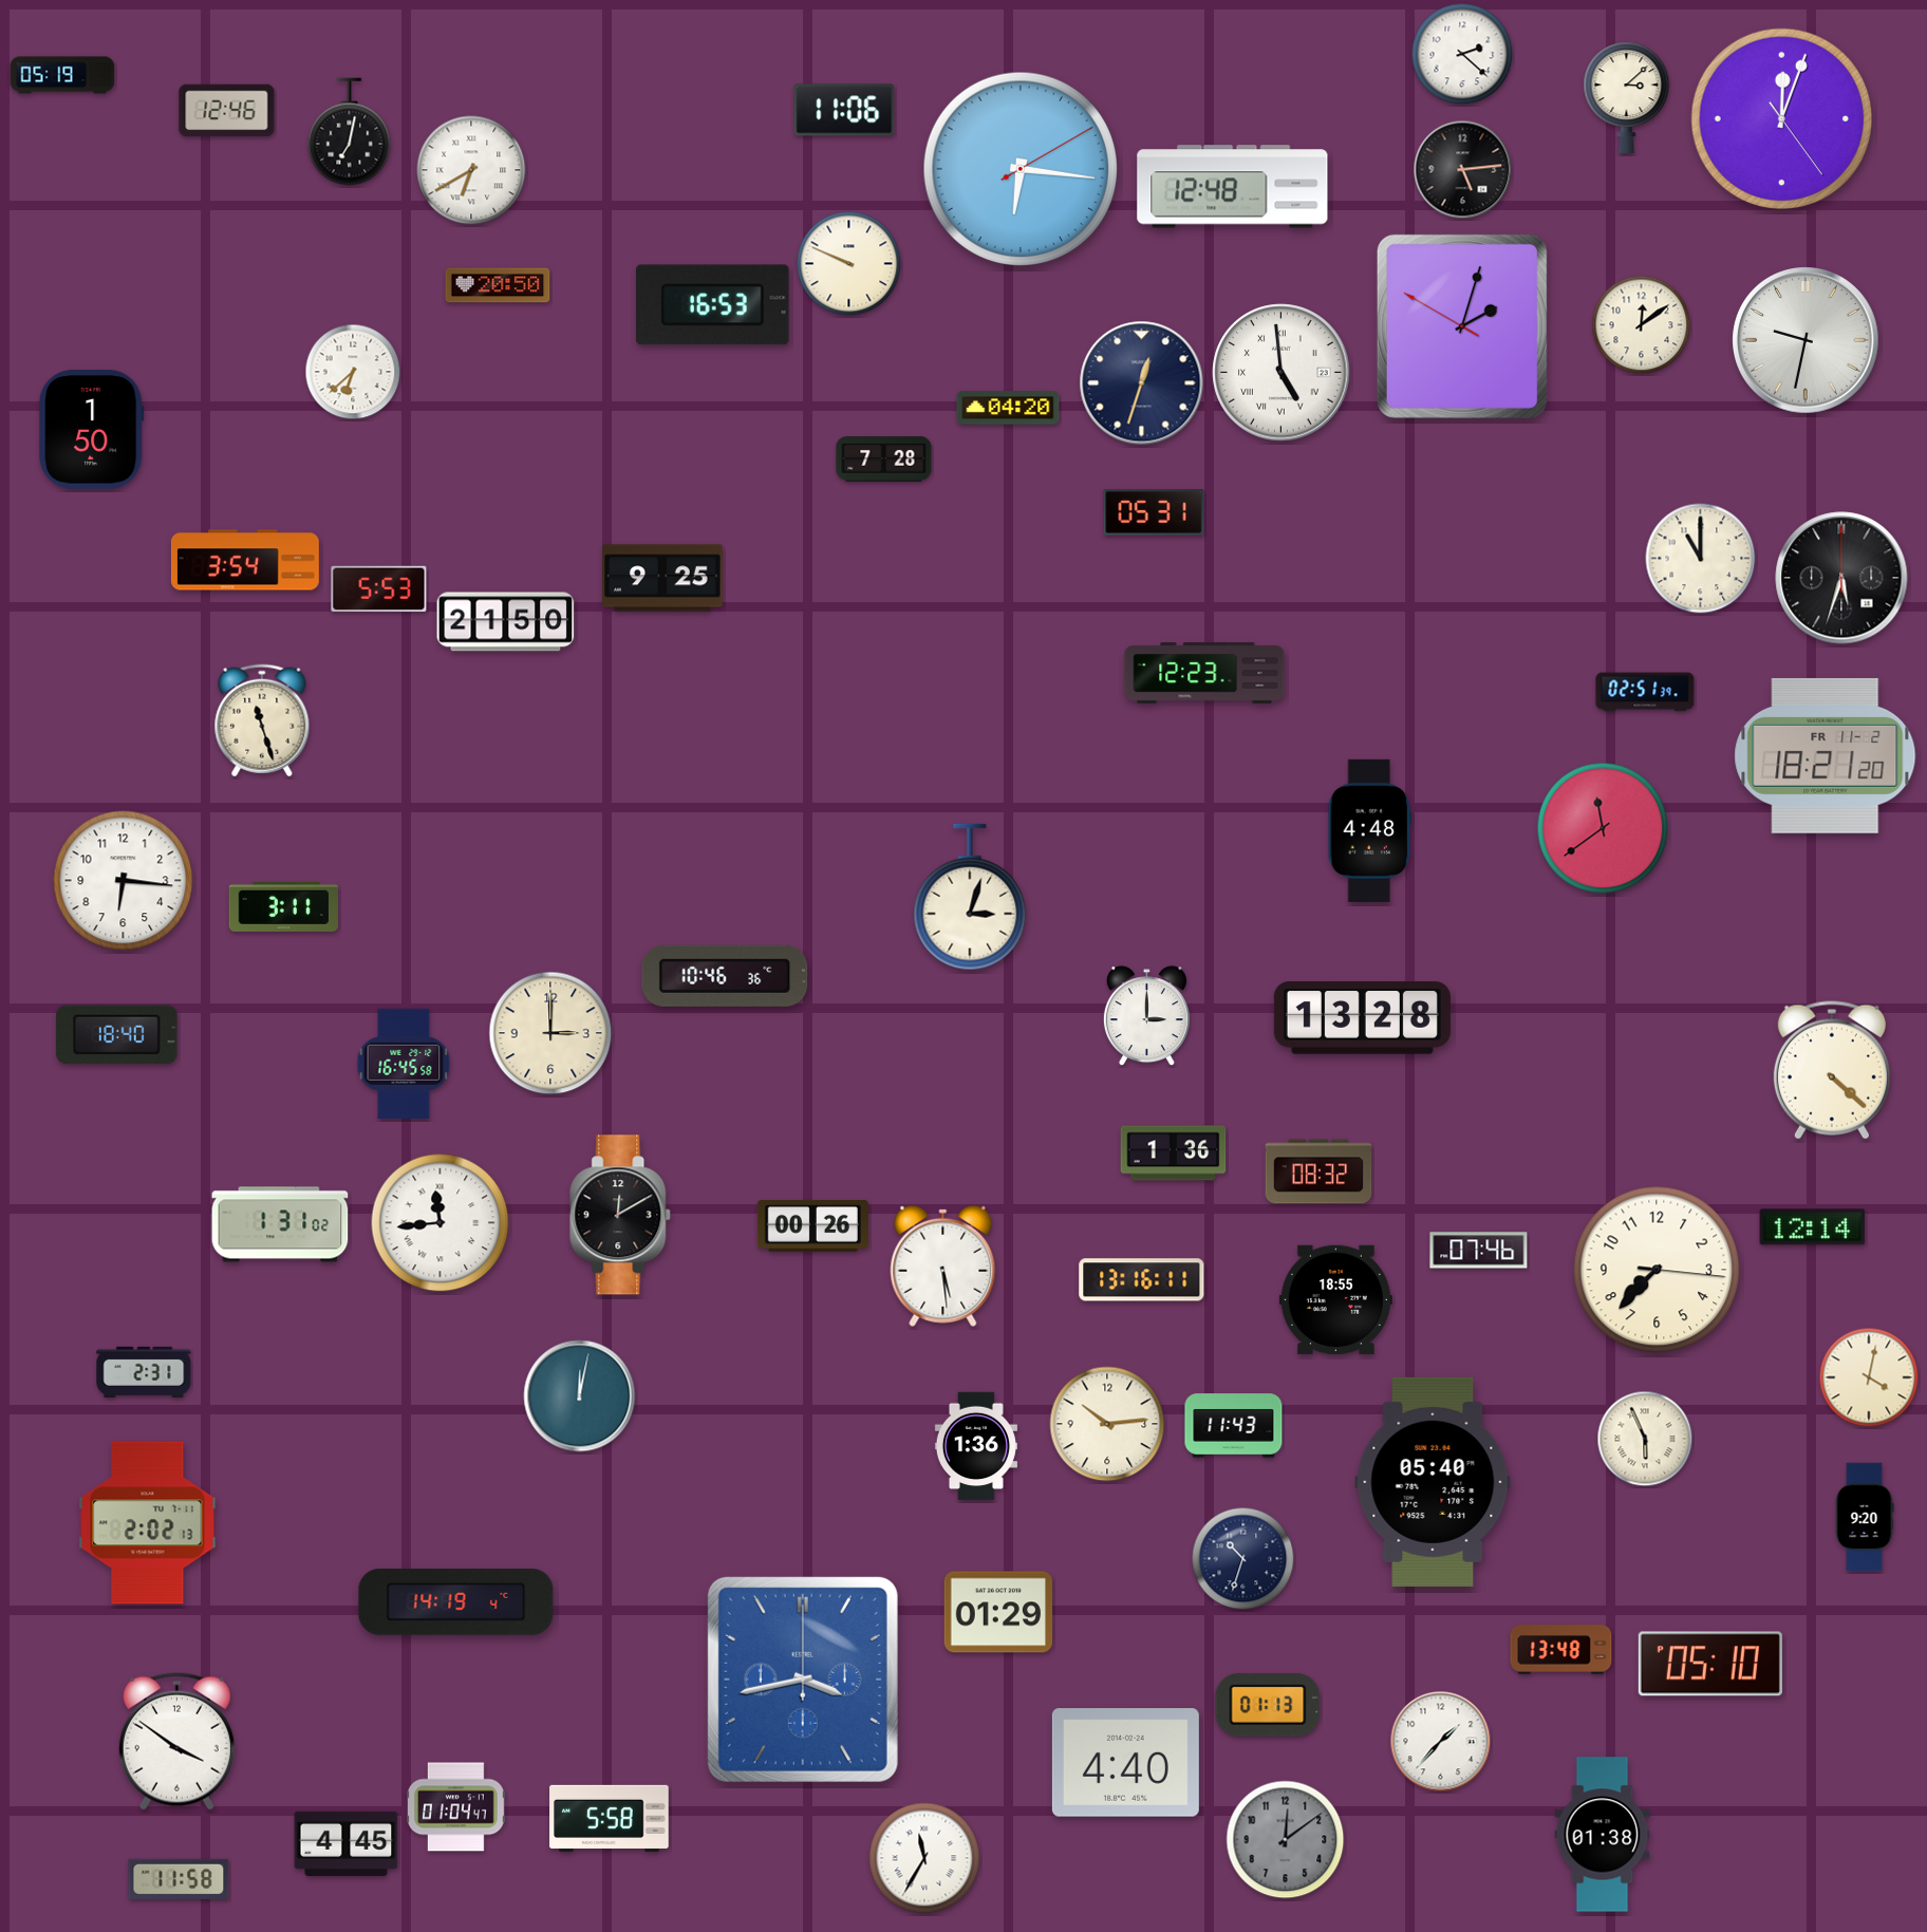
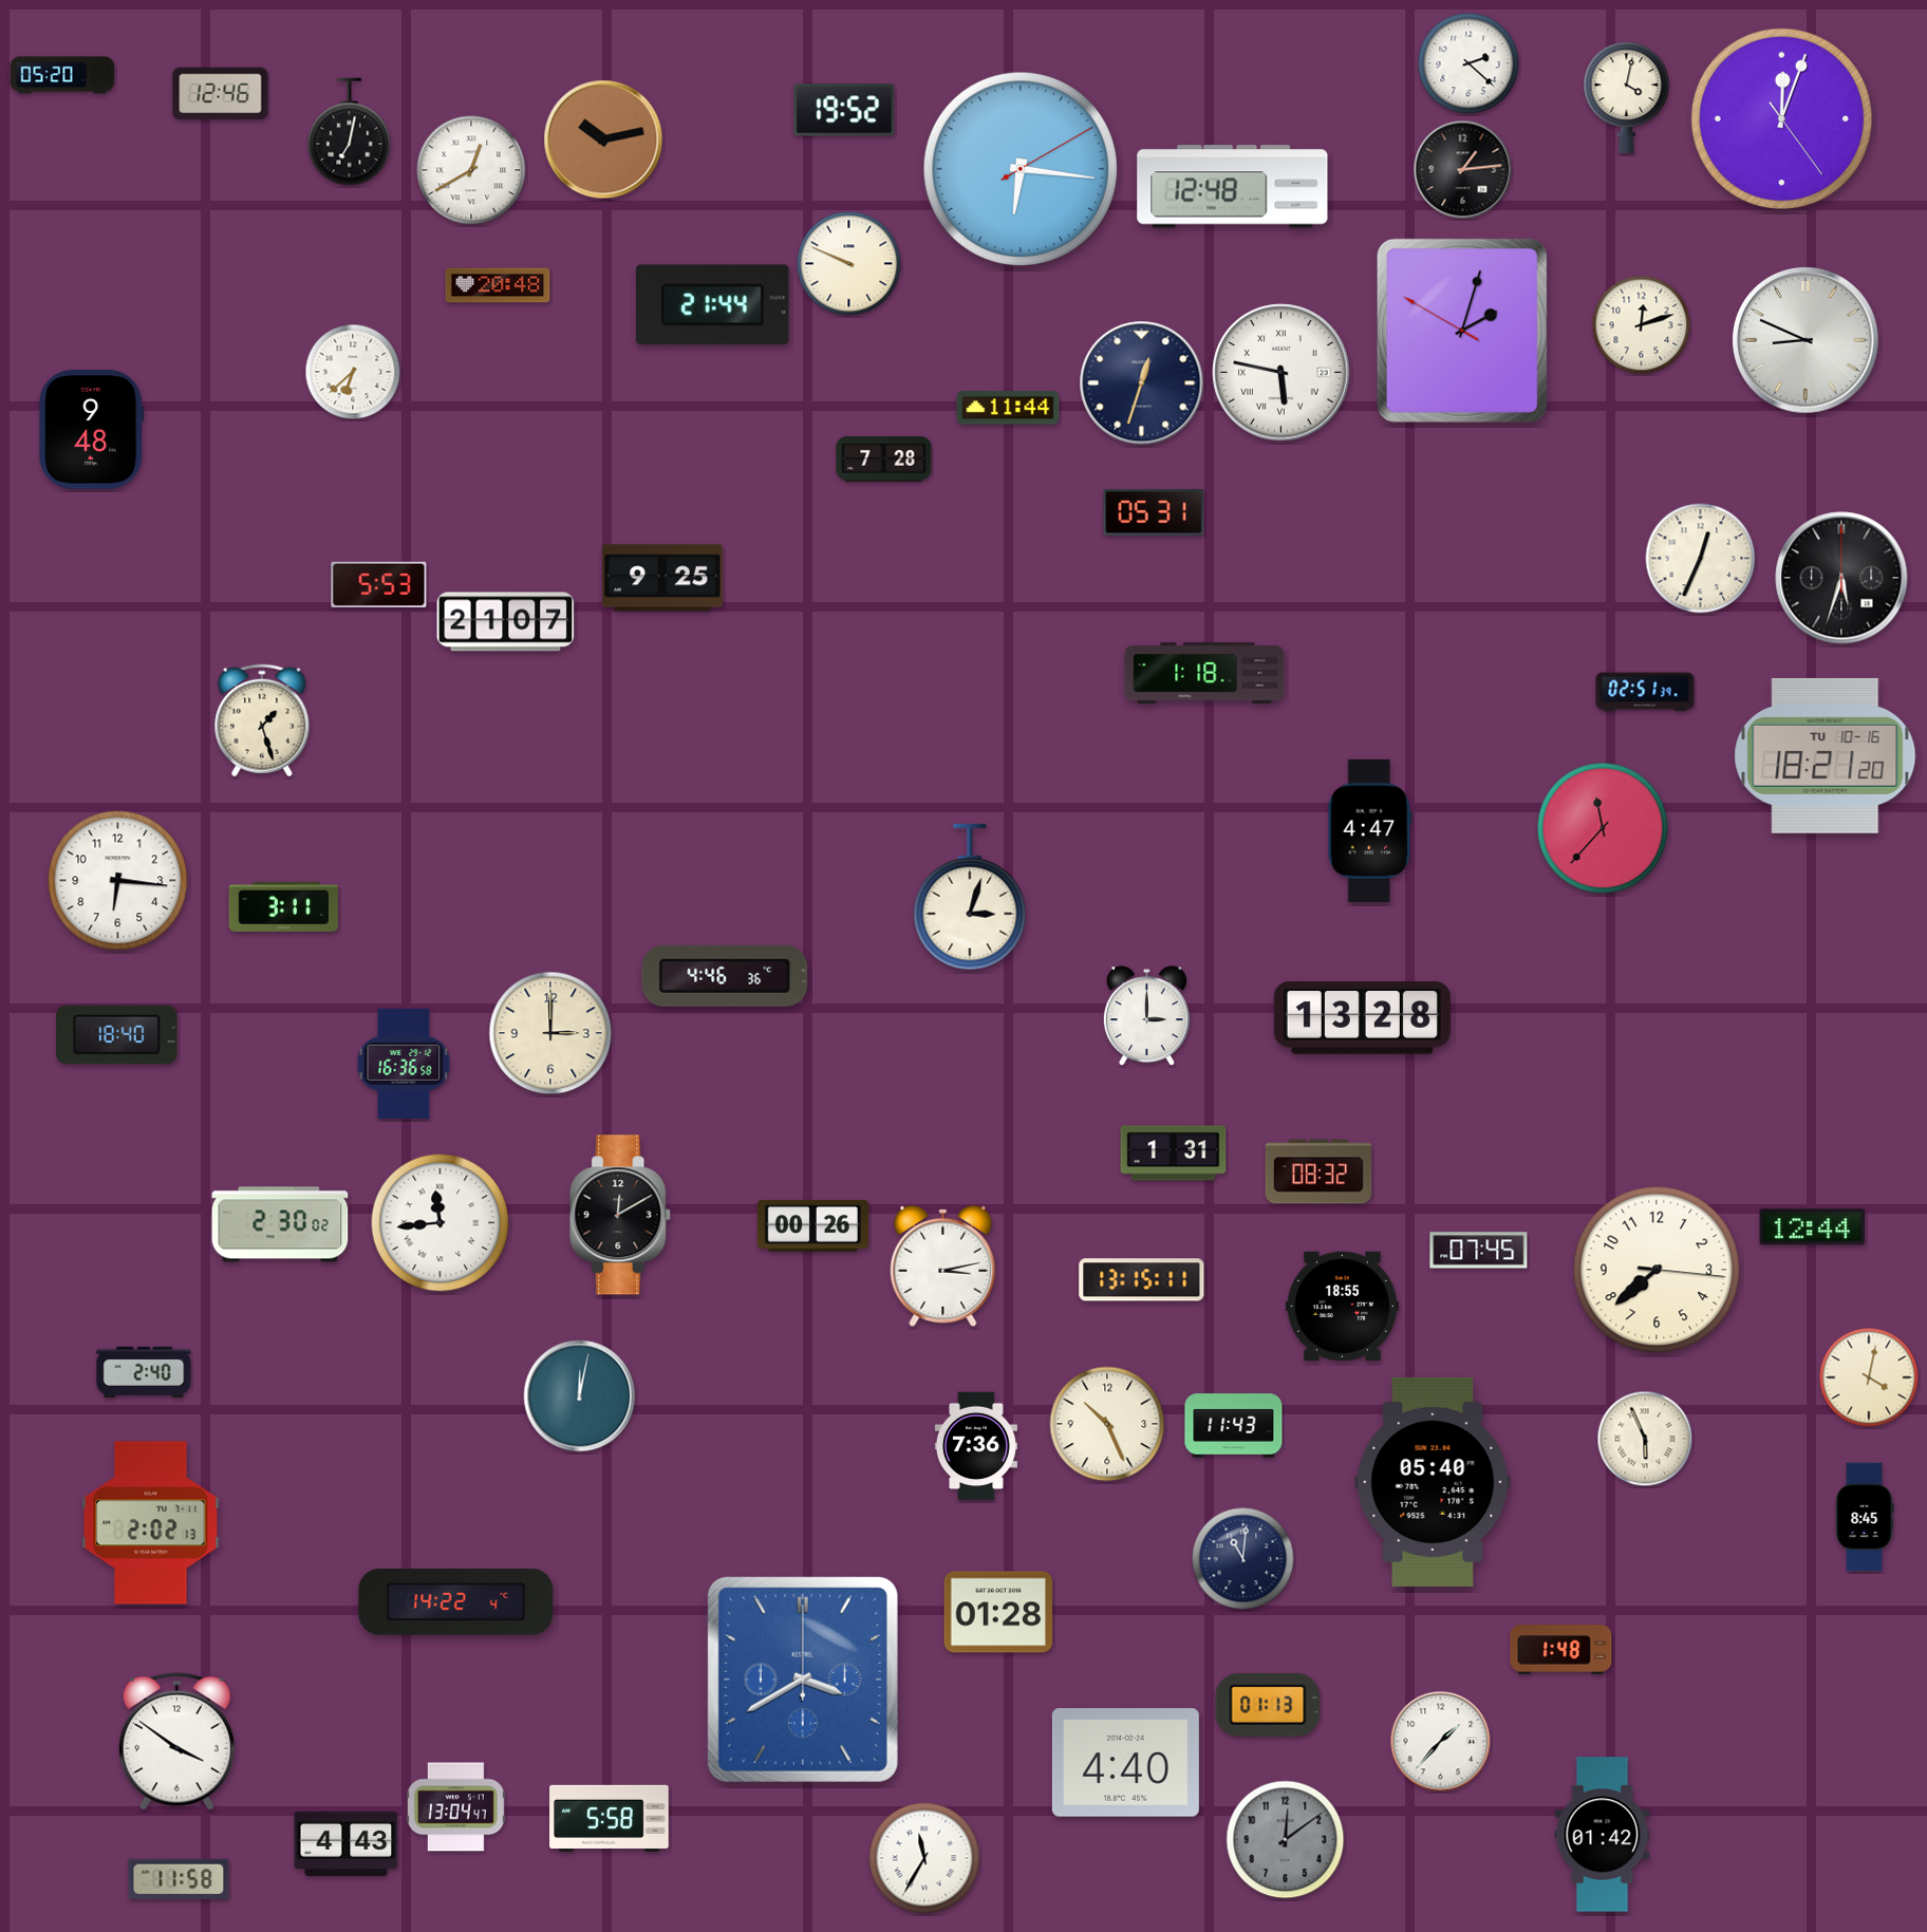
clock at (1462, 54) position: (1462, 54) -> (1468, 63)
clock at (62, 75): 05:19 -> 05:20
clock at (1627, 97): 3:08 -> 4:02
clock at (844, 110): 11:06 -> 19:52
clock at (227, 111) position: (227, 111) -> (221, 94)
clock at (603, 139): none -> 10:13
clock at (471, 170): 6:40 -> 12:40
clock at (1463, 170): 5:14 -> 1:14
clock at (498, 285): 20:50 -> 20:48
clock at (713, 305): 16:53 -> 21:44
clock at (1642, 325): 12:09 -> 12:12
clock at (1462, 326) position: (1462, 326) -> (1462, 331)
clock at (1807, 341): 9:32 -> 8:49
clock at (1281, 373): 4:59 -> 5:47
clock at (1008, 408): 04:20 -> 11:44
clock at (92, 430): 1:50 -> 9:48
clock at (1701, 559): 11:00 -> 12:34
clock at (245, 560): 3:54 -> none
clock at (379, 589) position: (379, 589) -> (379, 585)
clock at (506, 622): 21:50 -> 21:07
clock at (1204, 673): 12:23 -> 1:18
clock at (262, 720): 11:27 -> 1:27
clock at (1826, 755) date: FR 11-2 -> TU 10-16
clock at (1603, 828): 11:39 -> 11:37
clock at (1370, 830): 4:48 -> 4:47
clock at (124, 881) position: (124, 881) -> (118, 881)
clock at (725, 976): 10:46 -> 4:46
clock at (404, 1064): 16:45 -> 16:36
clock at (1832, 1070): 4:22 -> none
clock at (1174, 1153): 1:36 -> 1:31
clock at (280, 1224): 1:31 -> 2:30
clock at (1813, 1227): 12:14 -> 12:44
clock at (1479, 1251): 07:46 -> 07:45
clock at (943, 1265): 5:29 -> 3:13
clock at (1657, 1270): 7:37 -> 7:38
clock at (1142, 1280): 13:16 -> 13:15
clock at (1335, 1300) position: (1335, 1300) -> (1342, 1307)
clock at (144, 1372): 2:31 -> 2:40
clock at (1107, 1424): 10:14 -> 10:26
clock at (976, 1446): 1:36 -> 7:36
clock at (1865, 1517): 9:20 -> 8:45
clock at (148, 1523) position: (148, 1523) -> (151, 1523)
clock at (1243, 1559): 10:33 -> 11:01
clock at (456, 1602): 14:19 -> 14:22
clock at (998, 1612): 01:29 -> 01:28
clock at (1561, 1650): 13:48 -> 1:48
clock at (1710, 1664): 05:10 -> none
clock at (803, 1680): 3:43 -> 3:40
clock at (456, 1807): 01:04 -> 13:04
clock at (1603, 1835): 01:38 -> 01:42
clock at (347, 1843): 4:45 -> 4:43
